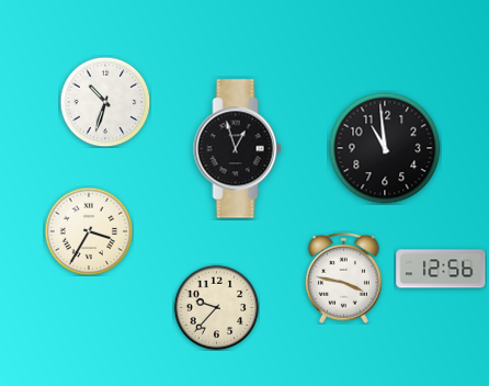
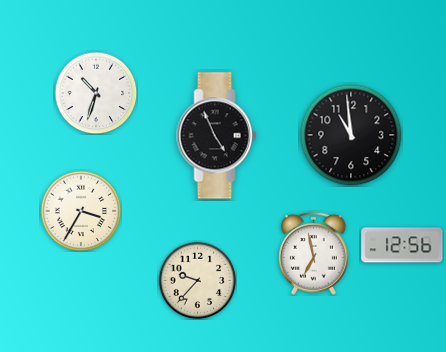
clock at (238, 149): 12:57 -> 4:56
clock at (343, 277): 3:47 -> 6:58
